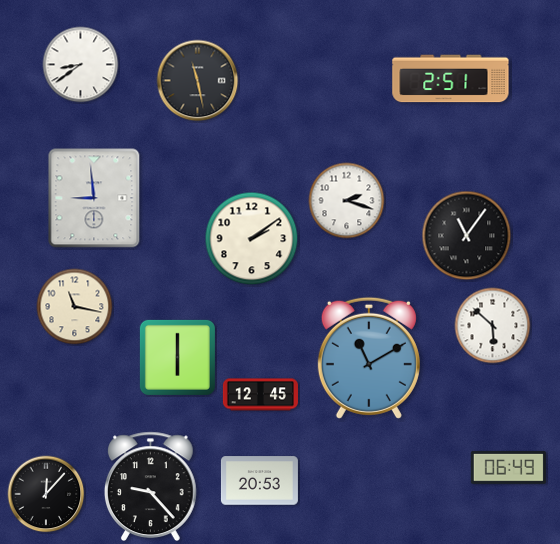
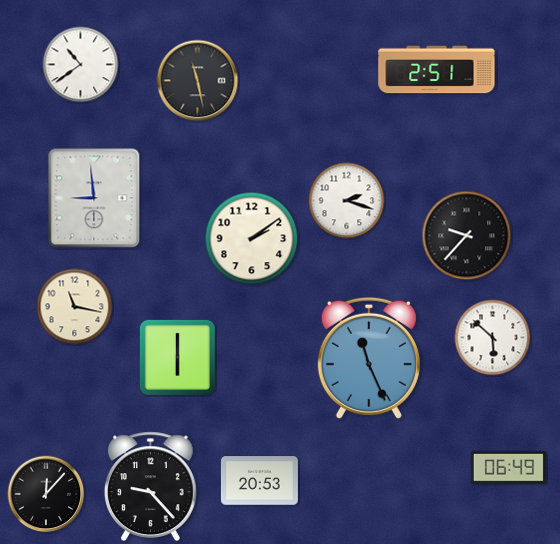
clock at (81, 65): 8:39 -> 10:39
clock at (451, 79) position: (451, 79) -> (437, 70)
clock at (467, 236): 11:06 -> 9:37
clock at (493, 326) position: (493, 326) -> (493, 338)
clock at (369, 358): 11:10 -> 11:26
clock at (260, 395): 12:45 -> none
